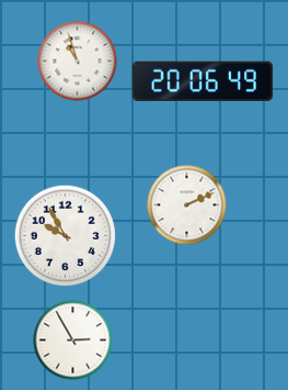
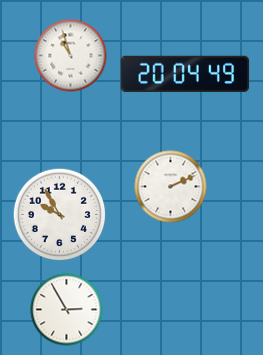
clock at (203, 80): 20:06 -> 20:04
